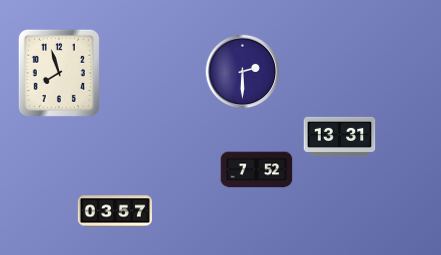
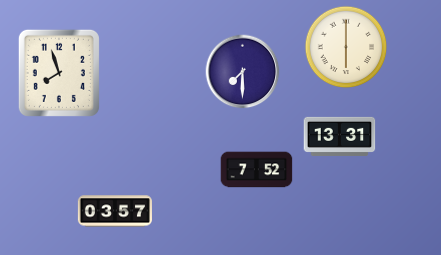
clock at (346, 47): none -> 6:00
clock at (243, 72): 2:30 -> 7:30
